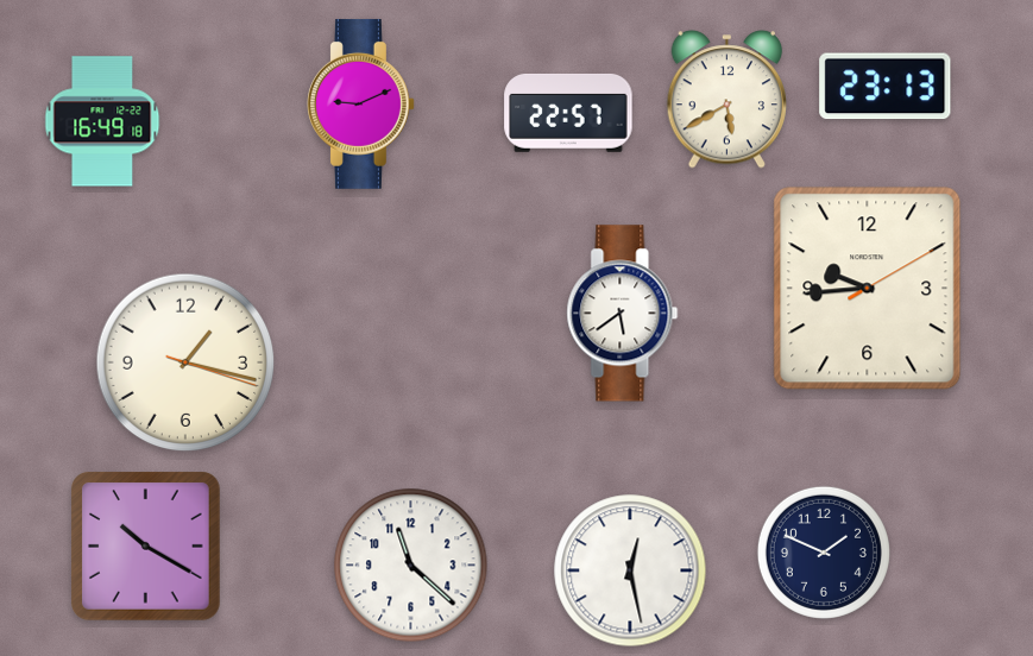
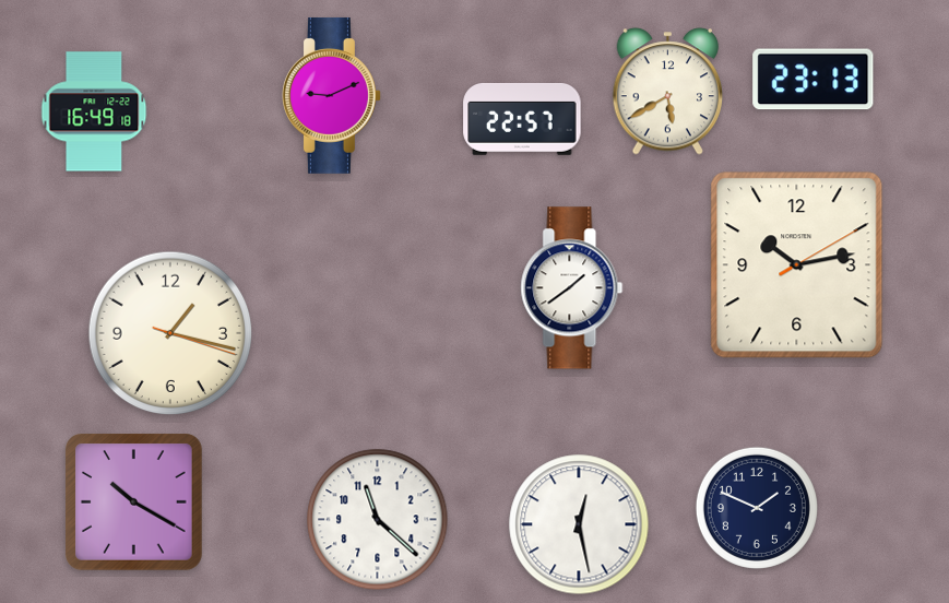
clock at (568, 113) position: (568, 113) -> (522, 119)
clock at (868, 289): 9:44 -> 10:13
clock at (623, 314): 5:39 -> 1:39
